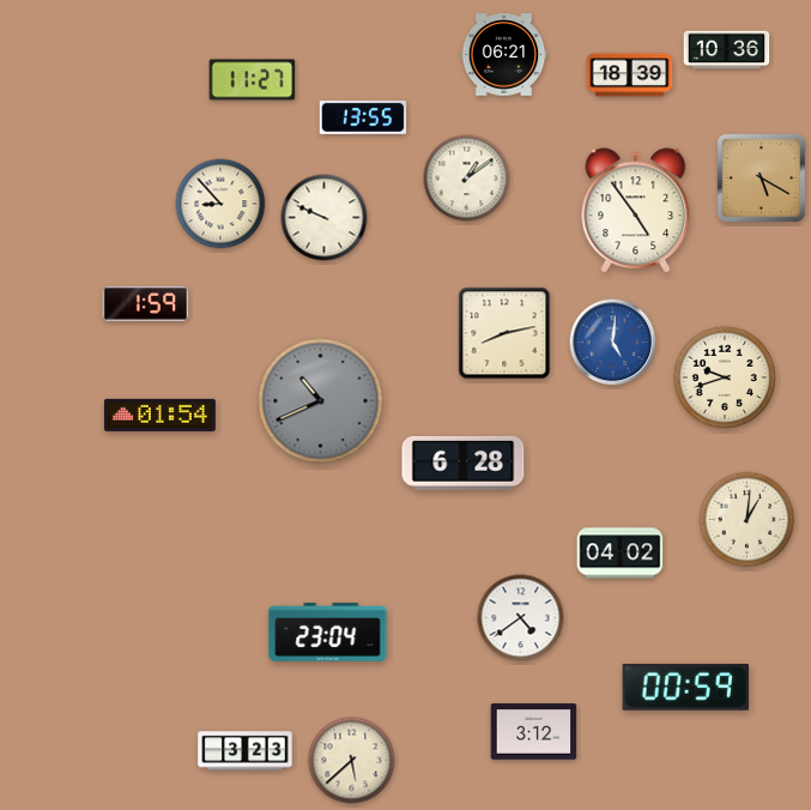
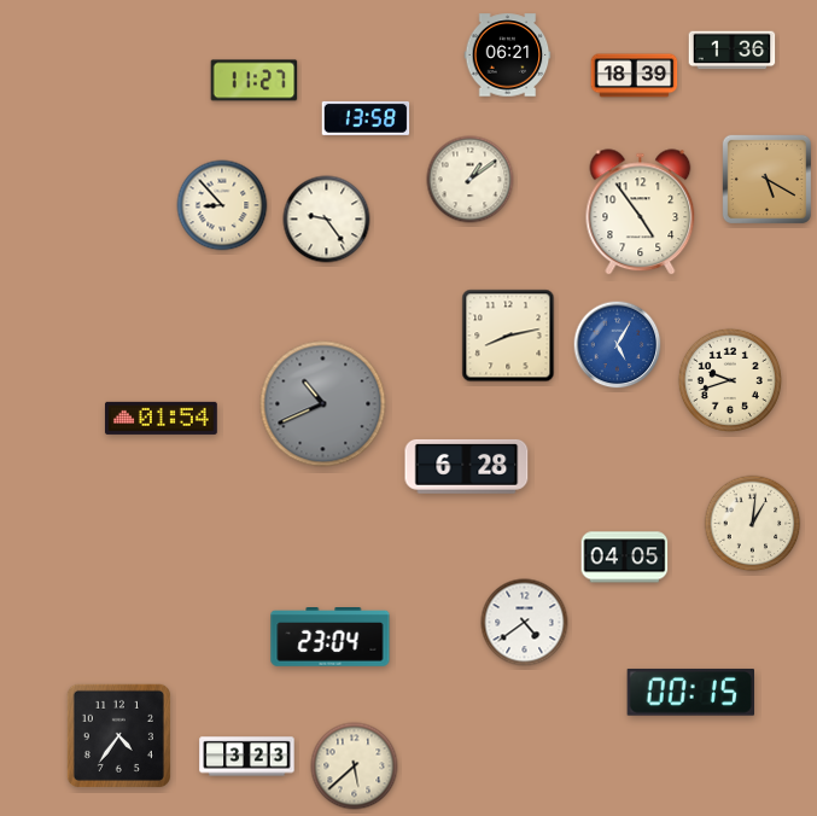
clock at (727, 50): 10:36 -> 1:36
clock at (363, 117): 13:55 -> 13:58
clock at (325, 218): 9:49 -> 9:24
clock at (146, 303): 1:59 -> none
clock at (613, 343): 5:01 -> 5:05
clock at (621, 554): 04:02 -> 04:05
clock at (685, 687): 00:59 -> 00:15
clock at (118, 735): none -> 4:36
clock at (534, 732): 3:12 -> none
